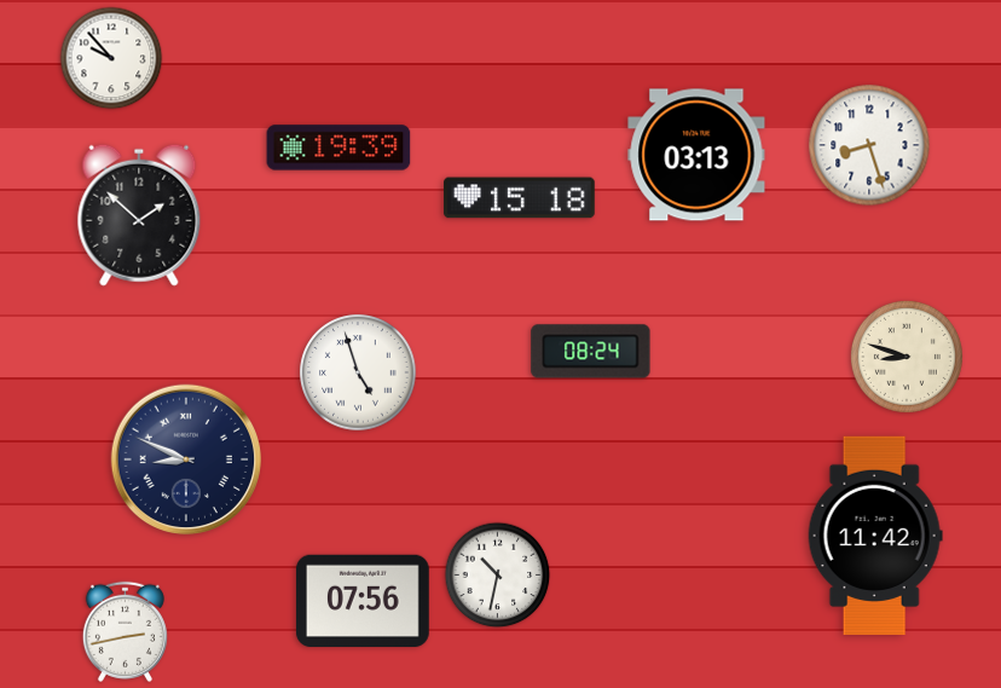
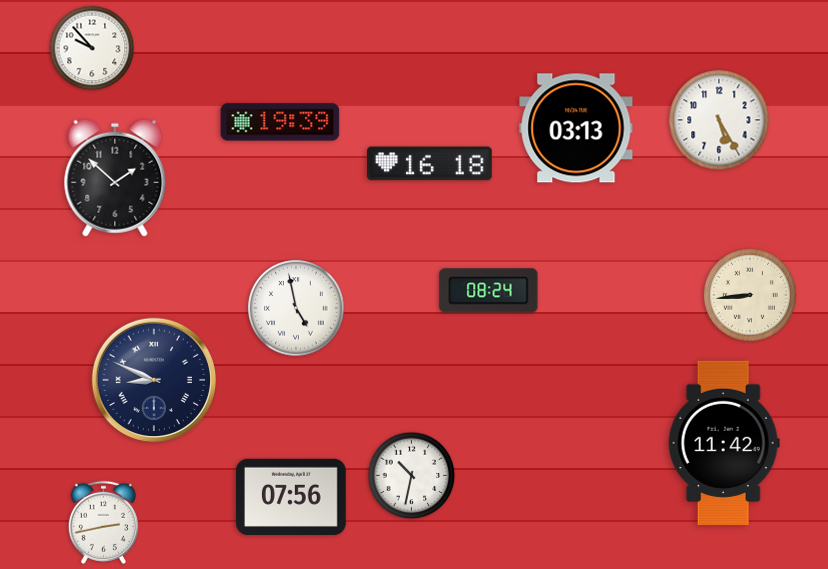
clock at (869, 145): 8:27 -> 5:25
clock at (520, 198): 15:18 -> 16:18
clock at (907, 357): 8:48 -> 8:44
clock at (358, 372): 4:57 -> 4:58
clock at (363, 600) position: (363, 600) -> (291, 496)
